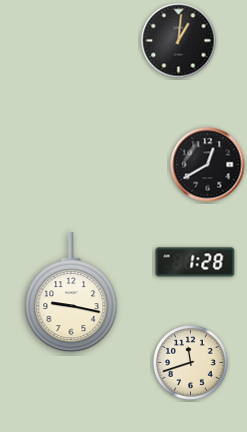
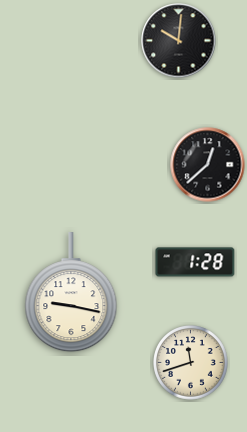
clock at (179, 41): 1:01 -> 10:01
clock at (208, 165): 12:40 -> 12:38
